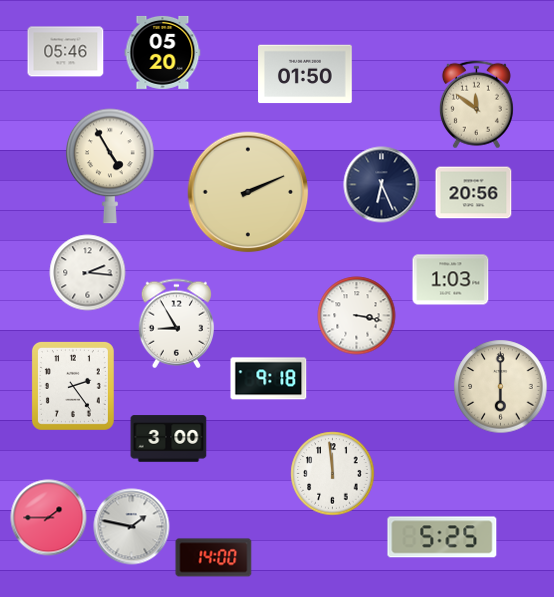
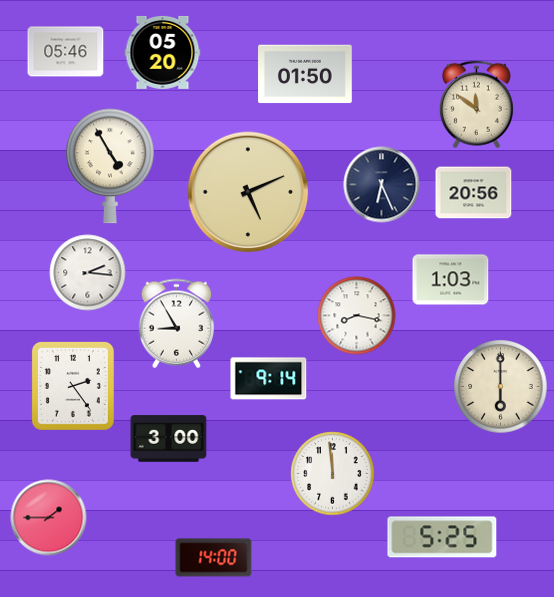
clock at (248, 192): 2:11 -> 5:11
clock at (357, 316): 3:17 -> 8:17
clock at (269, 379): 9:18 -> 9:14
clock at (132, 527): 1:47 -> none
